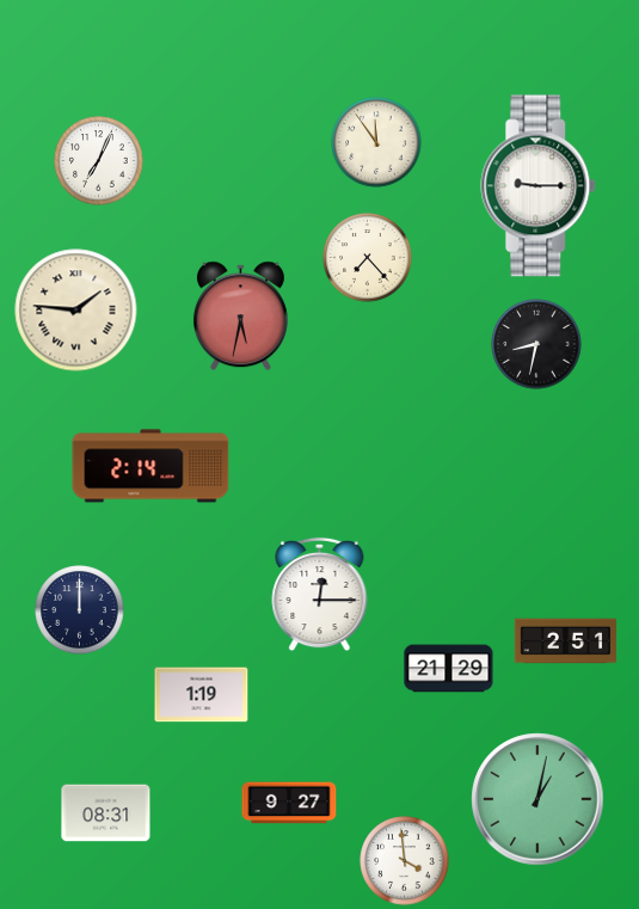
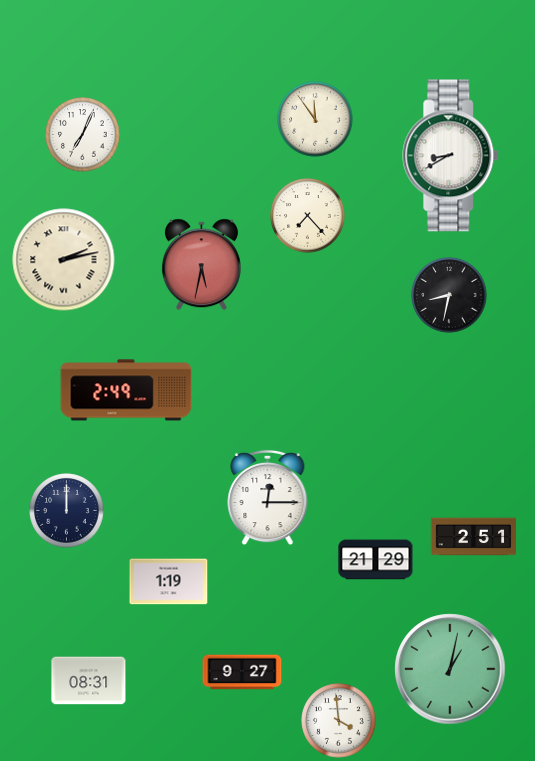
clock at (539, 186): 9:15 -> 8:40
clock at (76, 311): 1:46 -> 2:13
clock at (536, 344) position: (536, 344) -> (449, 295)
clock at (150, 466): 2:14 -> 2:49
